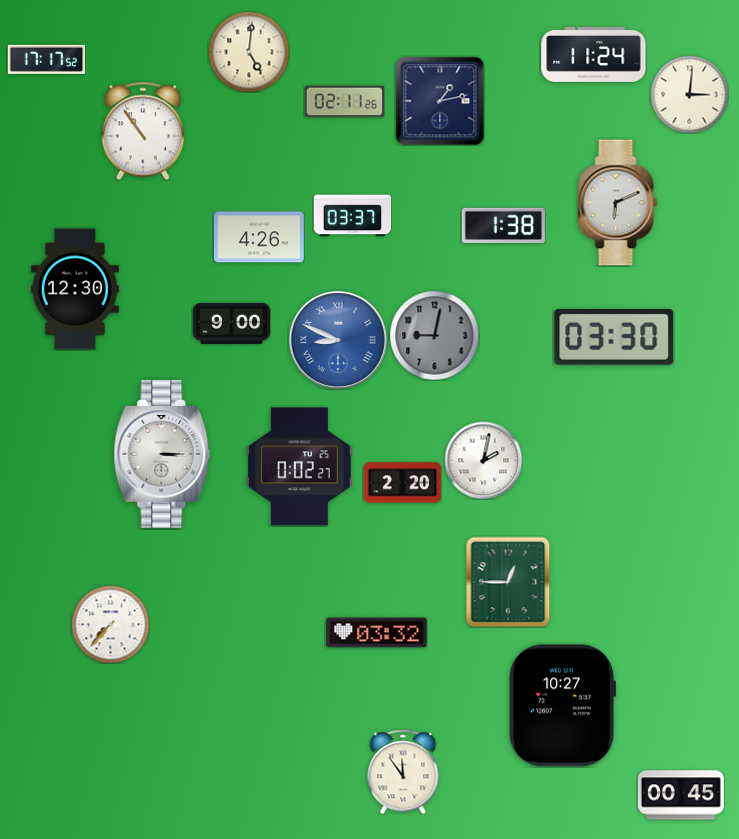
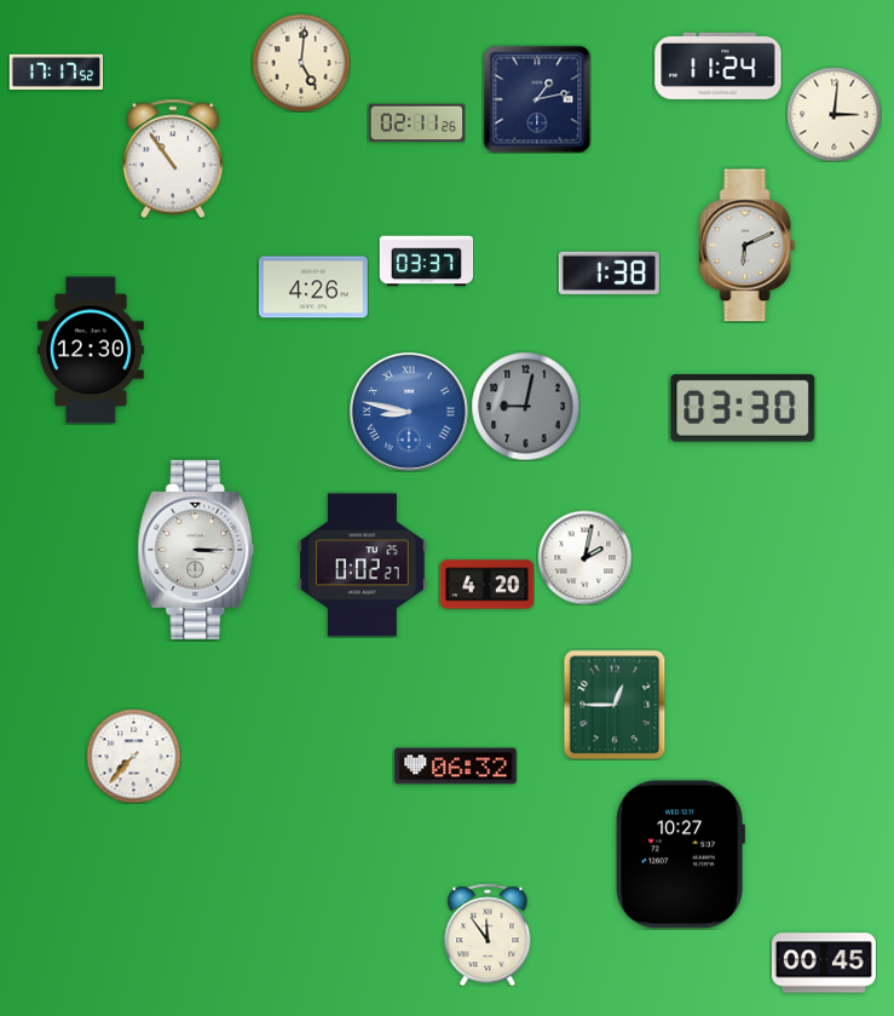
clock at (440, 101) position: (440, 101) -> (537, 99)
clock at (231, 323): 9:00 -> none
clock at (338, 340): 8:49 -> 8:47
clock at (402, 483): 2:20 -> 4:20
clock at (377, 633): 03:32 -> 06:32
